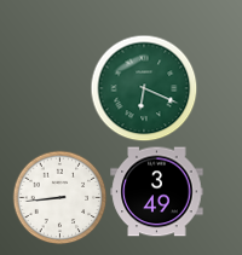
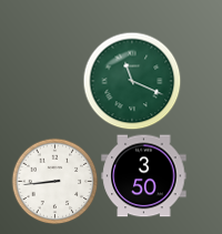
clock at (144, 88): 6:19 -> 11:19
clock at (157, 192): 3:49 -> 3:50
